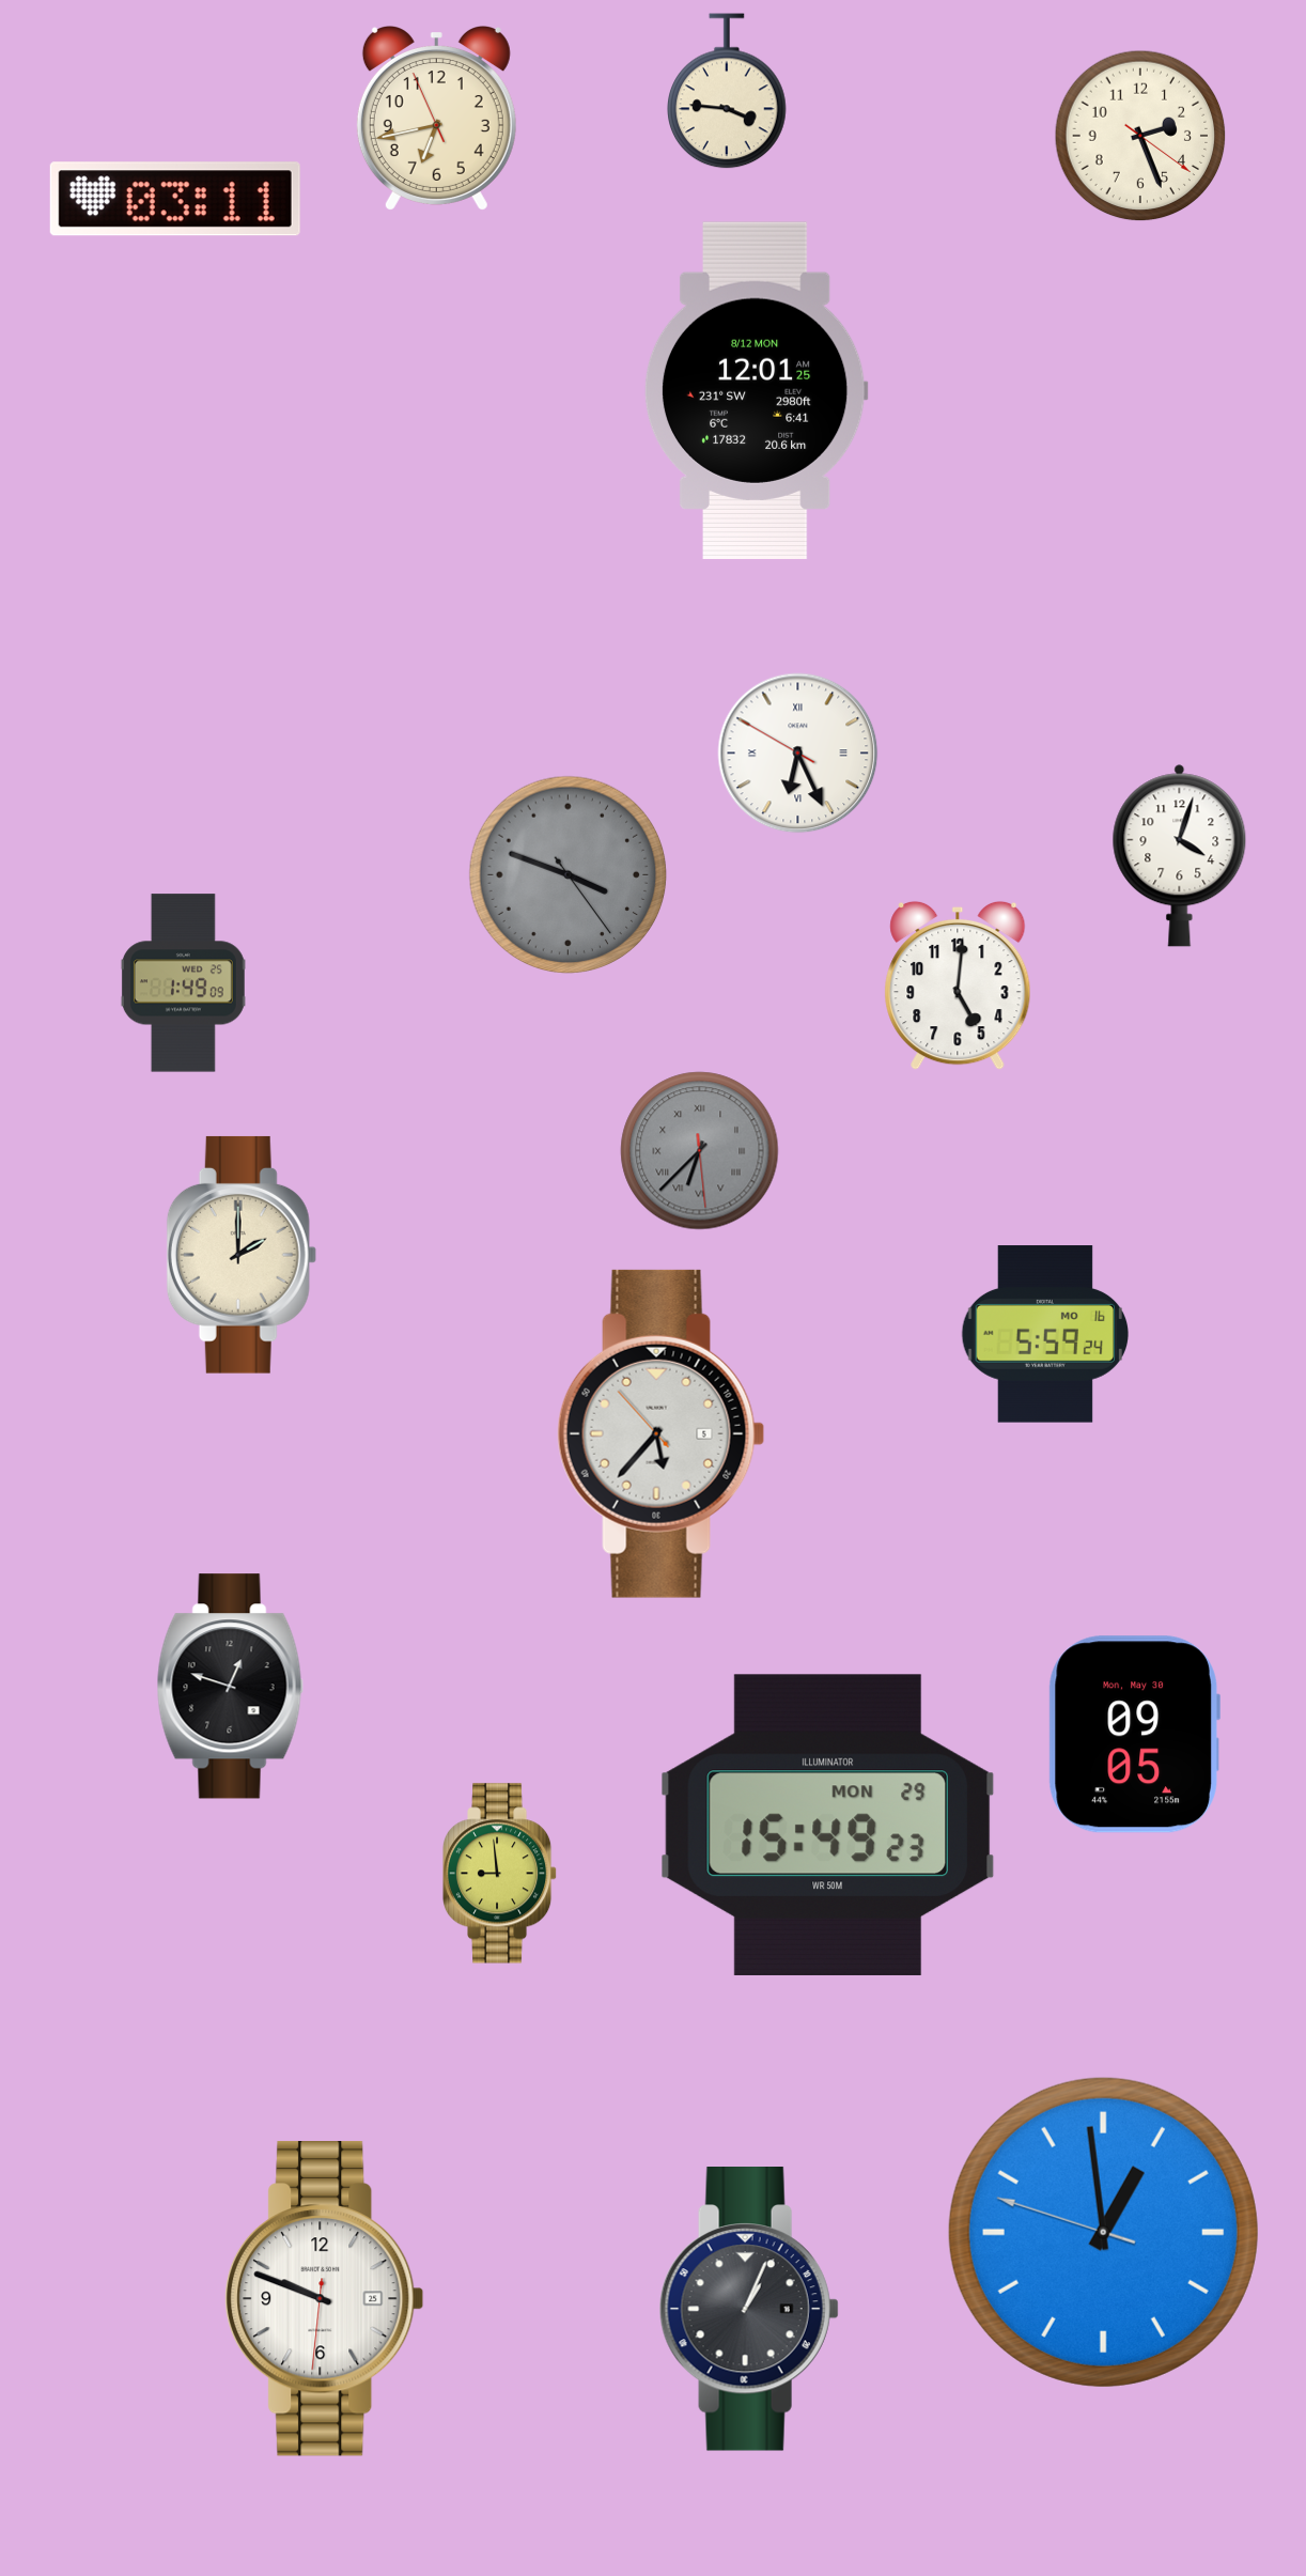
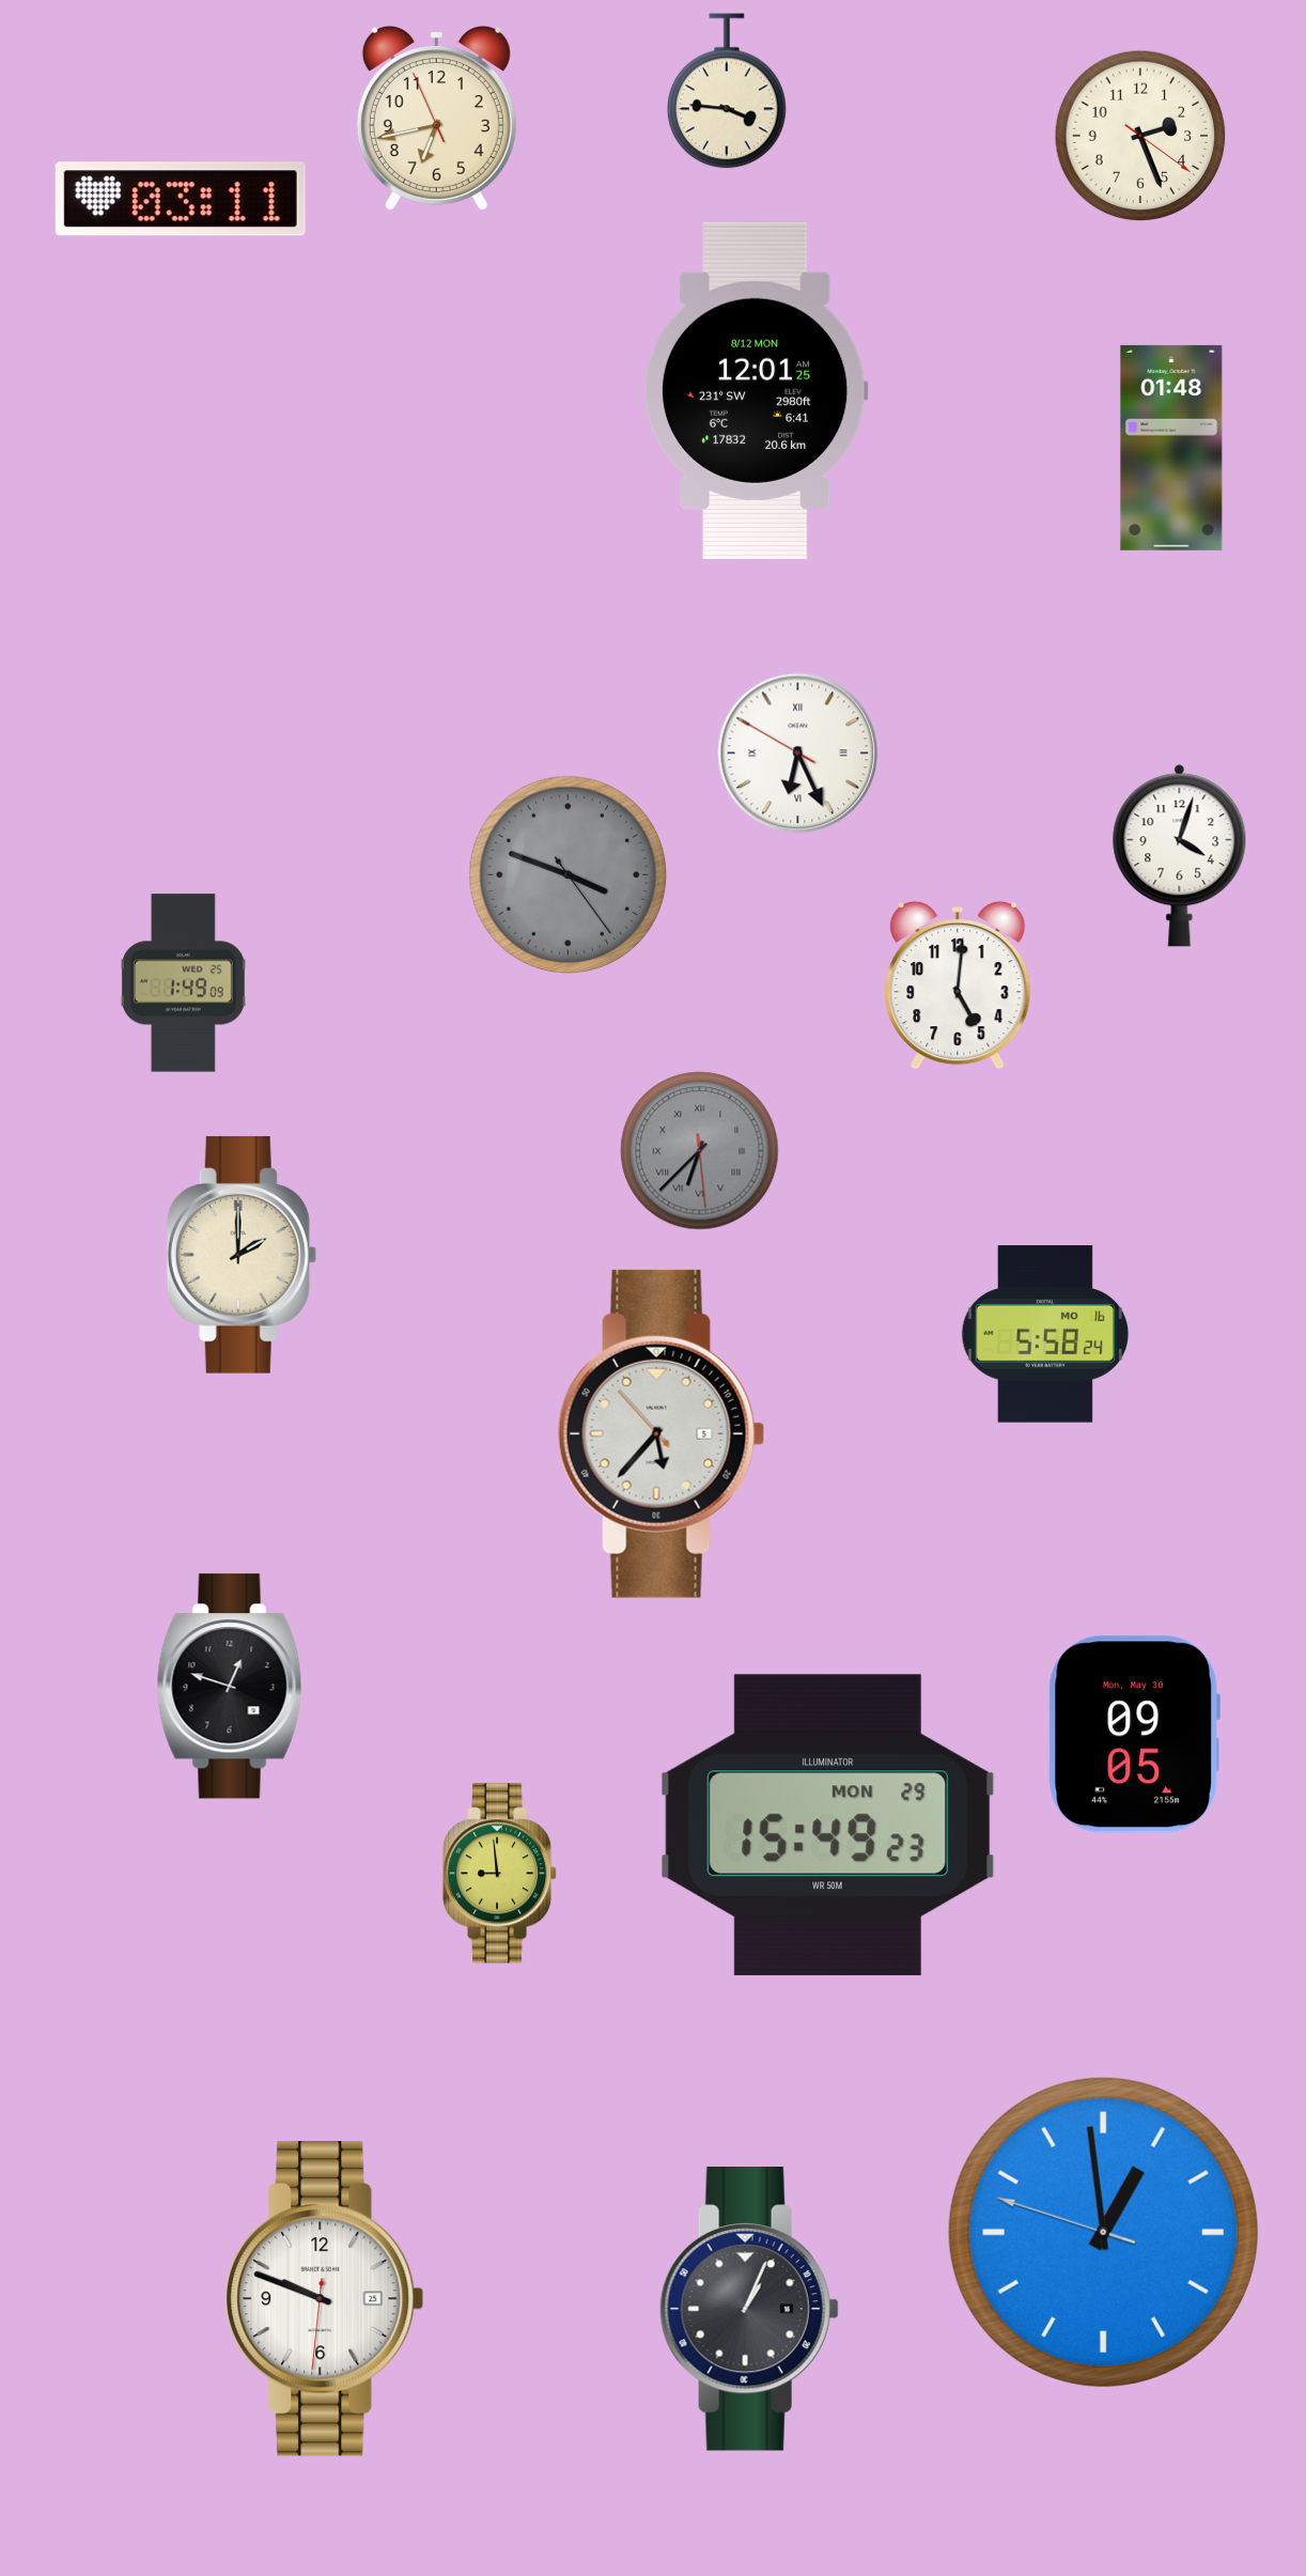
clock at (175, 199) position: (175, 199) -> (181, 199)
clock at (1171, 448): none -> 01:48
clock at (1045, 1334): 5:59 -> 5:58
